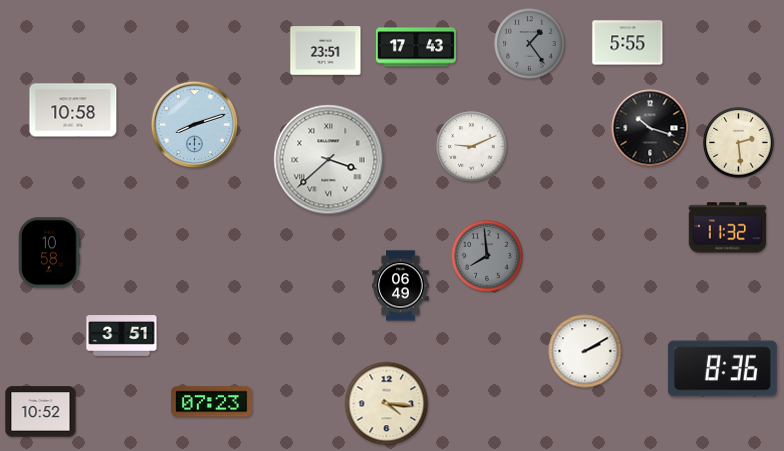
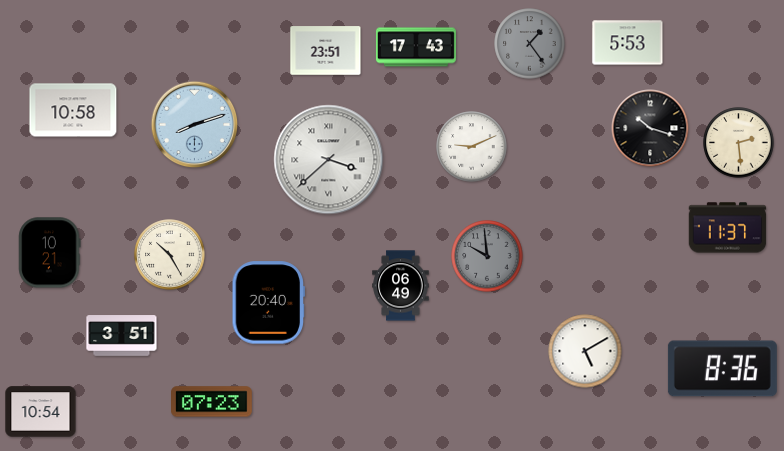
clock at (628, 43): 5:55 -> 5:53
clock at (728, 228): 11:32 -> 11:37
clock at (50, 253): 10:58 -> 10:21
clock at (170, 255): none -> 10:25
clock at (487, 256): 7:59 -> 9:59
clock at (269, 303): none -> 20:40
clock at (585, 351): 2:10 -> 5:10
clock at (387, 404): 4:16 -> none
clock at (41, 412): 10:52 -> 10:54
